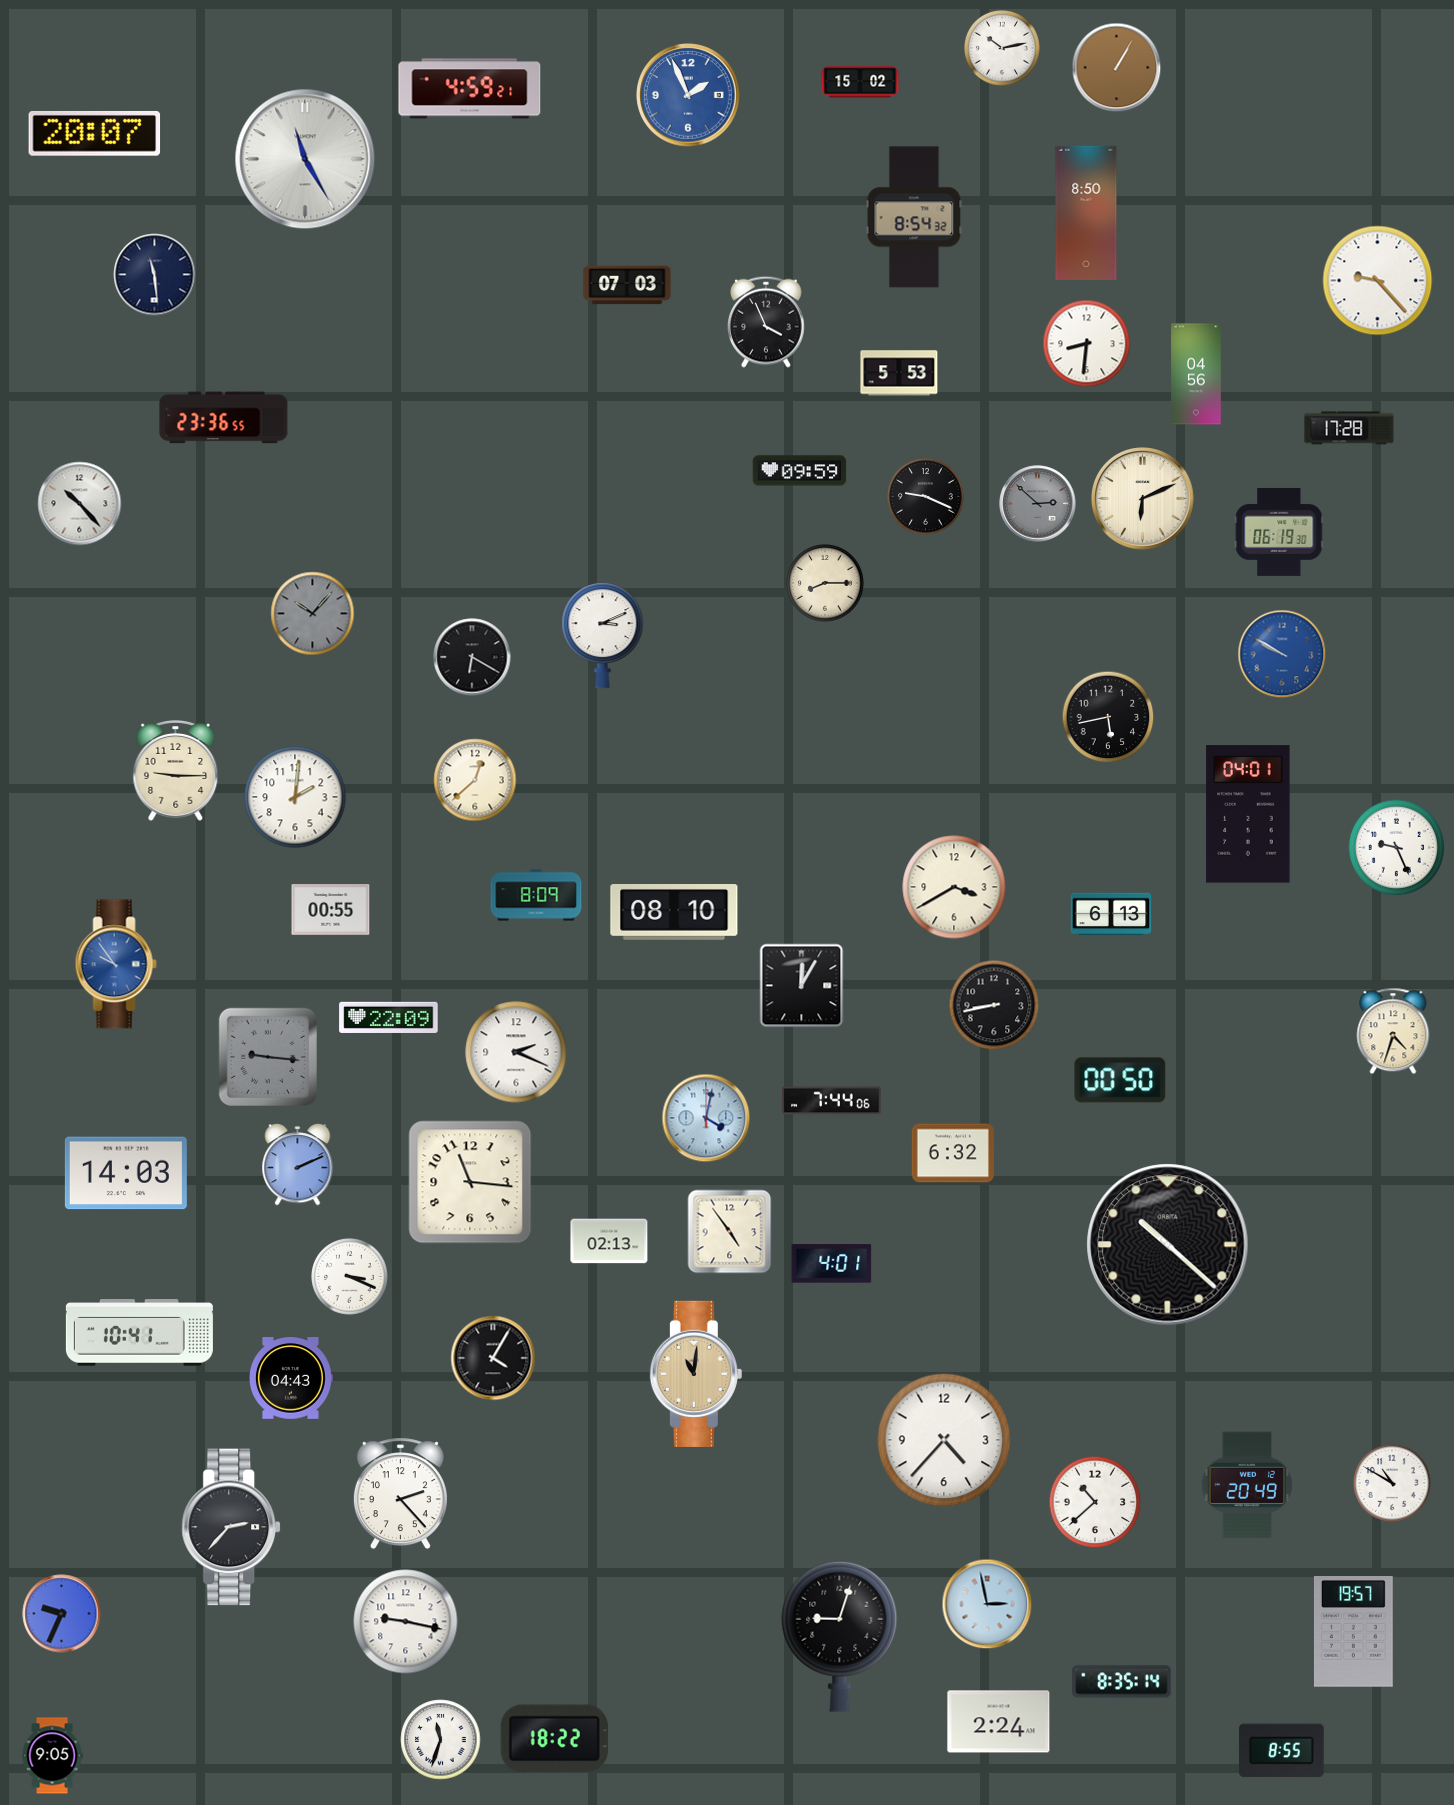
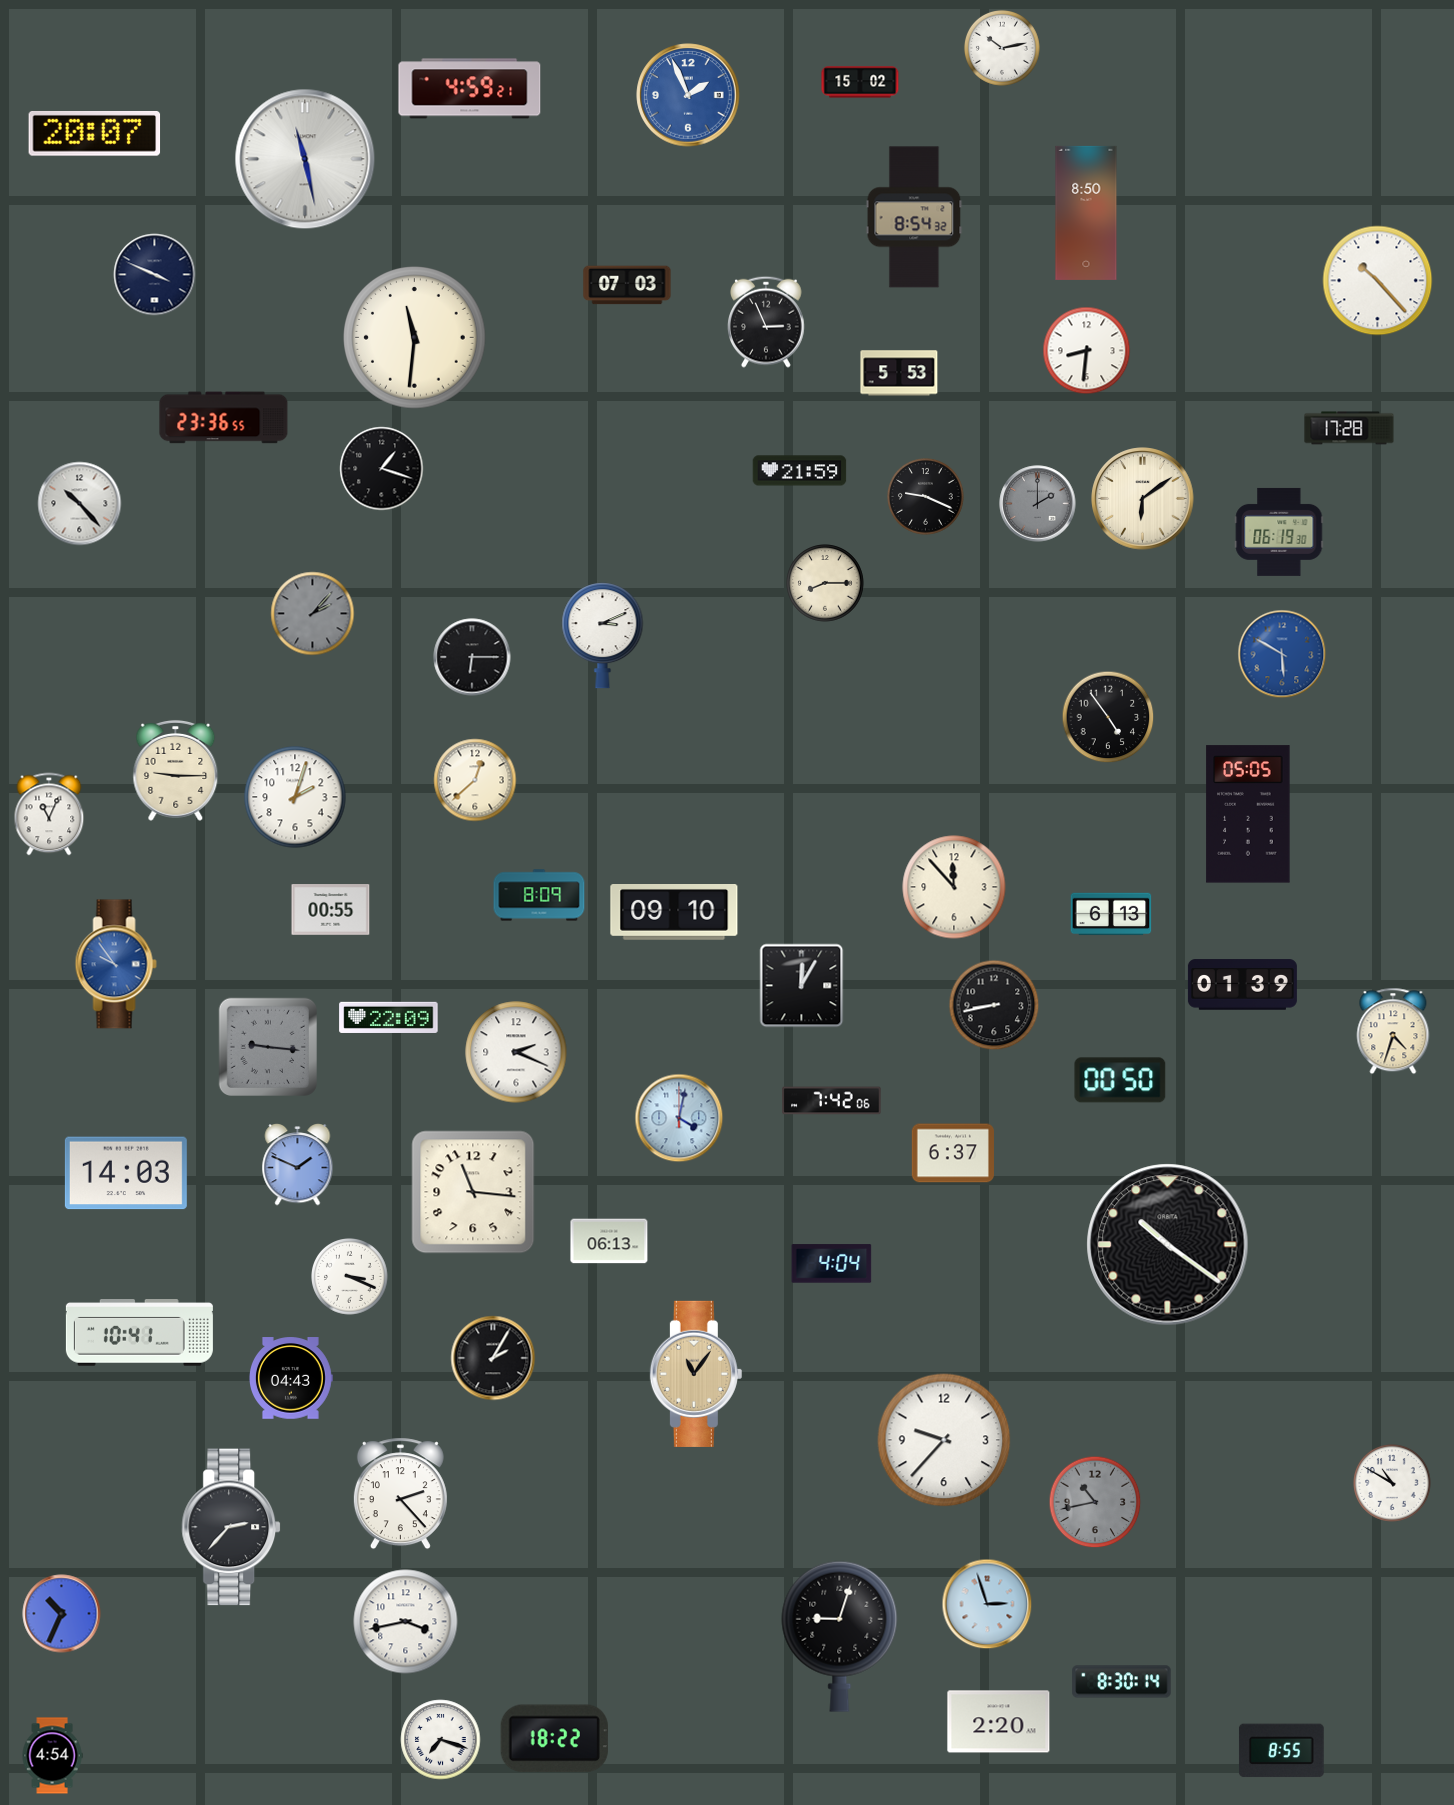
clock at (1117, 68): 1:05 -> none
clock at (305, 159): 11:25 -> 11:28
clock at (155, 275): 11:29 -> 3:49
clock at (1378, 281): 9:23 -> 10:23
clock at (767, 322): 3:56 -> 2:56
clock at (415, 338): none -> 11:31
clock at (1087, 344) position: (1087, 344) -> (1087, 351)
clock at (1196, 374): 04:56 -> none
clock at (382, 469): none -> 1:18
clock at (800, 471): 09:59 -> 21:59
clock at (1143, 499): 6:11 -> 6:09
clock at (1038, 504): 2:52 -> 2:00
clock at (313, 614): 10:07 -> 2:07
clock at (1282, 654): 9:50 -> 5:50
clock at (472, 657): 6:20 -> 6:15
clock at (1108, 717): 5:43 -> 4:54
clock at (295, 797): 2:01 -> 2:03
clock at (49, 814): none -> 11:04
clock at (1248, 814): 04:01 -> 05:05
clock at (1396, 847): 9:26 -> none
clock at (954, 887): 3:40 -> 11:53
clock at (536, 895) position: (536, 895) -> (539, 895)
clock at (674, 913): 08:10 -> 09:10
clock at (1242, 985): none -> 01:39
clock at (267, 1056) position: (267, 1056) -> (267, 1046)
clock at (832, 1101): 7:44 -> 7:42
clock at (706, 1118) position: (706, 1118) -> (679, 1118)
clock at (953, 1153): 6:32 -> 6:37
clock at (298, 1165): 2:11 -> 1:49
clock at (470, 1182) position: (470, 1182) -> (473, 1192)
clock at (730, 1232): 4:54 -> none
clock at (609, 1241): 02:13 -> 06:13
clock at (1168, 1245): 10:22 -> 10:21
clock at (832, 1264): 4:01 -> 4:04
clock at (493, 1358): 4:05 -> 2:05
clock at (696, 1374): 11:01 -> 11:06
clock at (944, 1440): 4:37 -> 9:37
clock at (1247, 1485): 20:49 -> none
clock at (1095, 1502): 10:38 -> 10:43
clock at (1095, 1502) dial: white -> grey
clock at (987, 1604): 2:58 -> 2:57
clock at (62, 1614): 9:34 -> 10:34
clock at (406, 1622): 9:17 -> 3:43
clock at (1353, 1632): 19:57 -> none
clock at (1122, 1682): 8:35 -> 8:30
clock at (999, 1722): 2:24 -> 2:20
clock at (441, 1740): 11:33 -> 7:18
clock at (52, 1756): 9:05 -> 4:54
